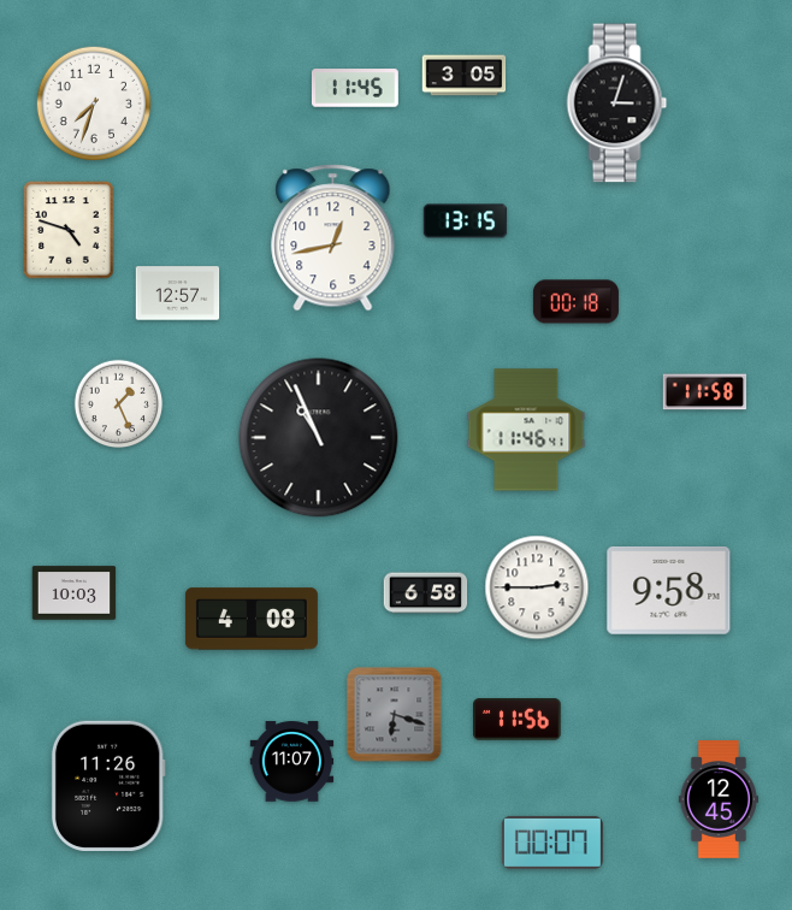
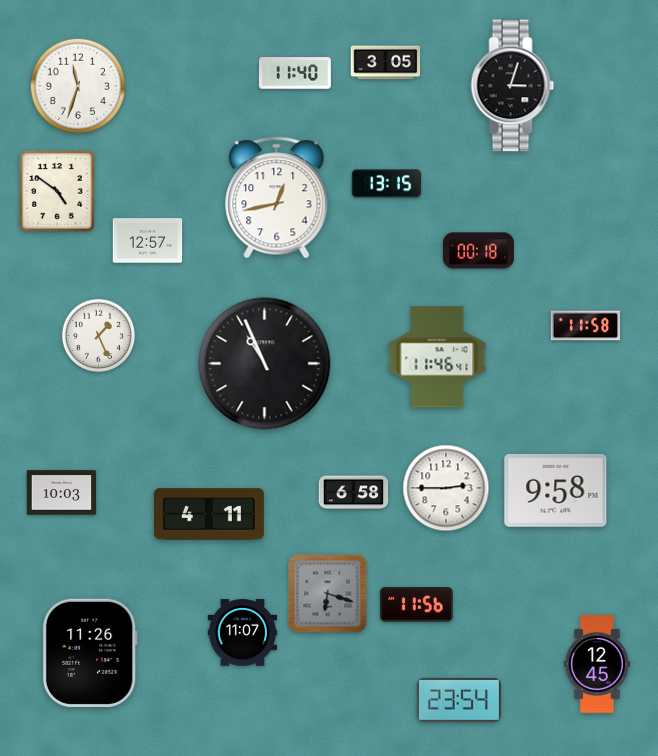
clock at (355, 88): 11:45 -> 11:40
clock at (94, 104): 7:33 -> 11:33
clock at (69, 230): 4:48 -> 4:51
clock at (178, 294) position: (178, 294) -> (148, 241)
clock at (252, 619): 4:08 -> 4:11
clock at (518, 720) position: (518, 720) -> (417, 605)
clock at (552, 843): 00:07 -> 23:54
